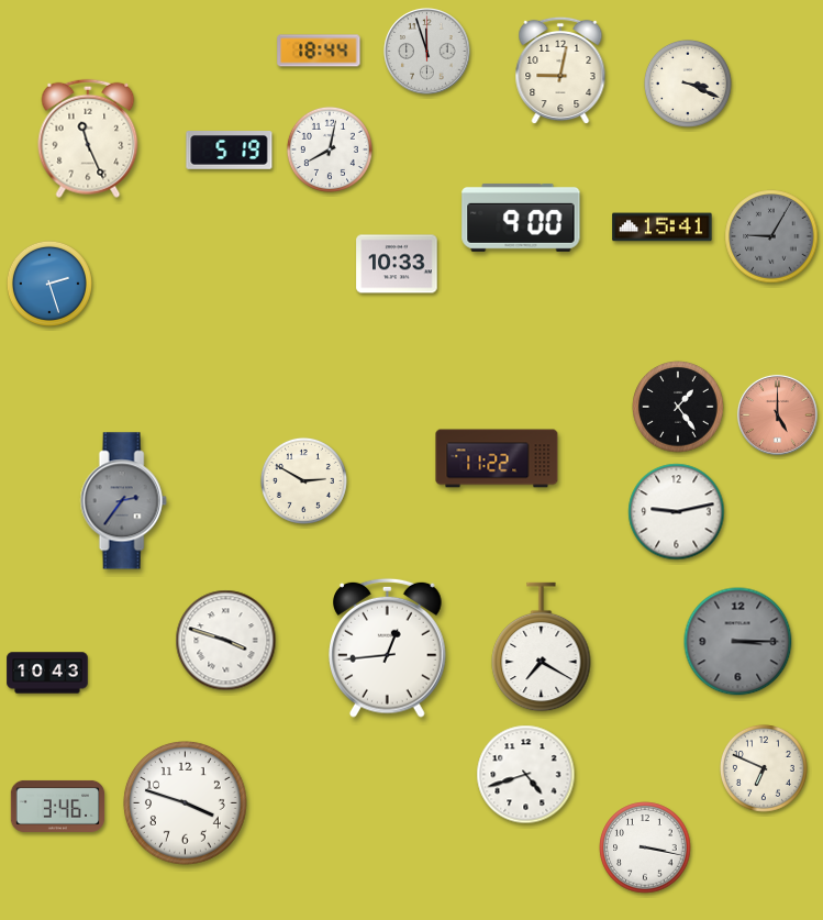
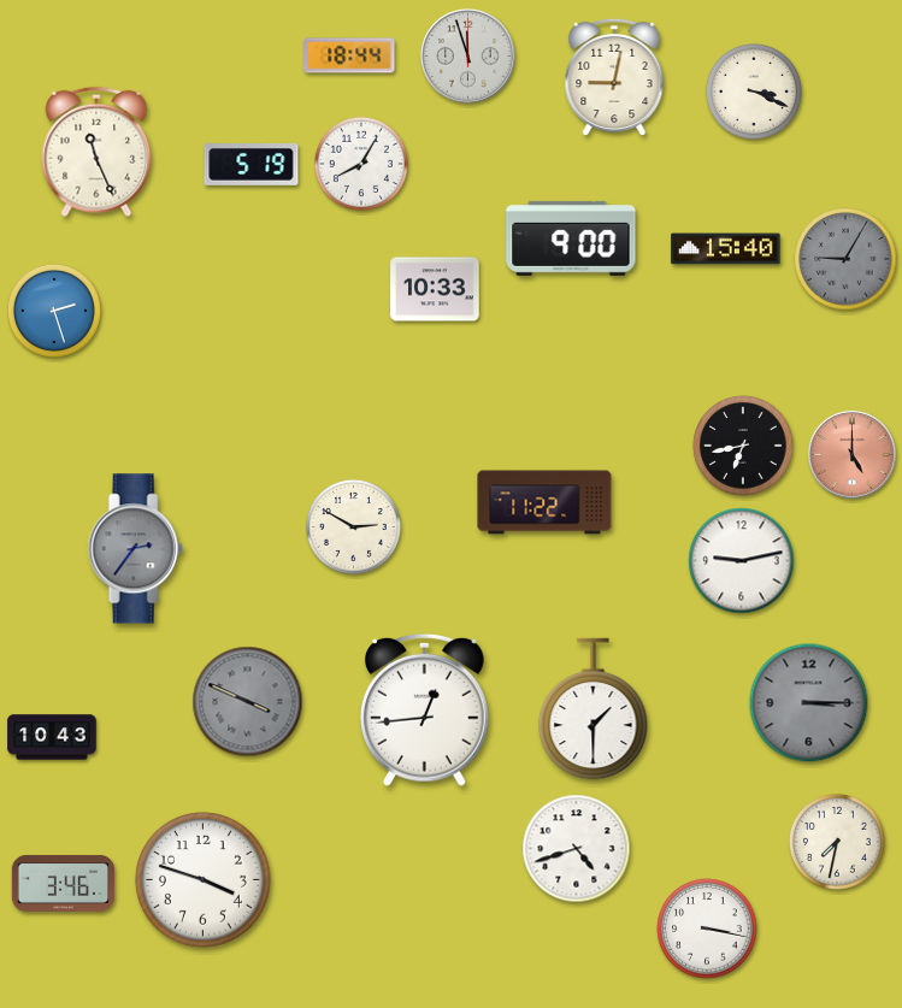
clock at (330, 149): 8:02 -> 8:05
clock at (663, 228): 15:41 -> 15:40
clock at (678, 407): 1:24 -> 6:43
clock at (303, 480) position: (303, 480) -> (353, 526)
clock at (226, 641): 3:48 -> 3:49
clock at (226, 641) dial: white -> grey
clock at (542, 647): 7:20 -> 1:30
clock at (764, 768): 6:49 -> 7:32
